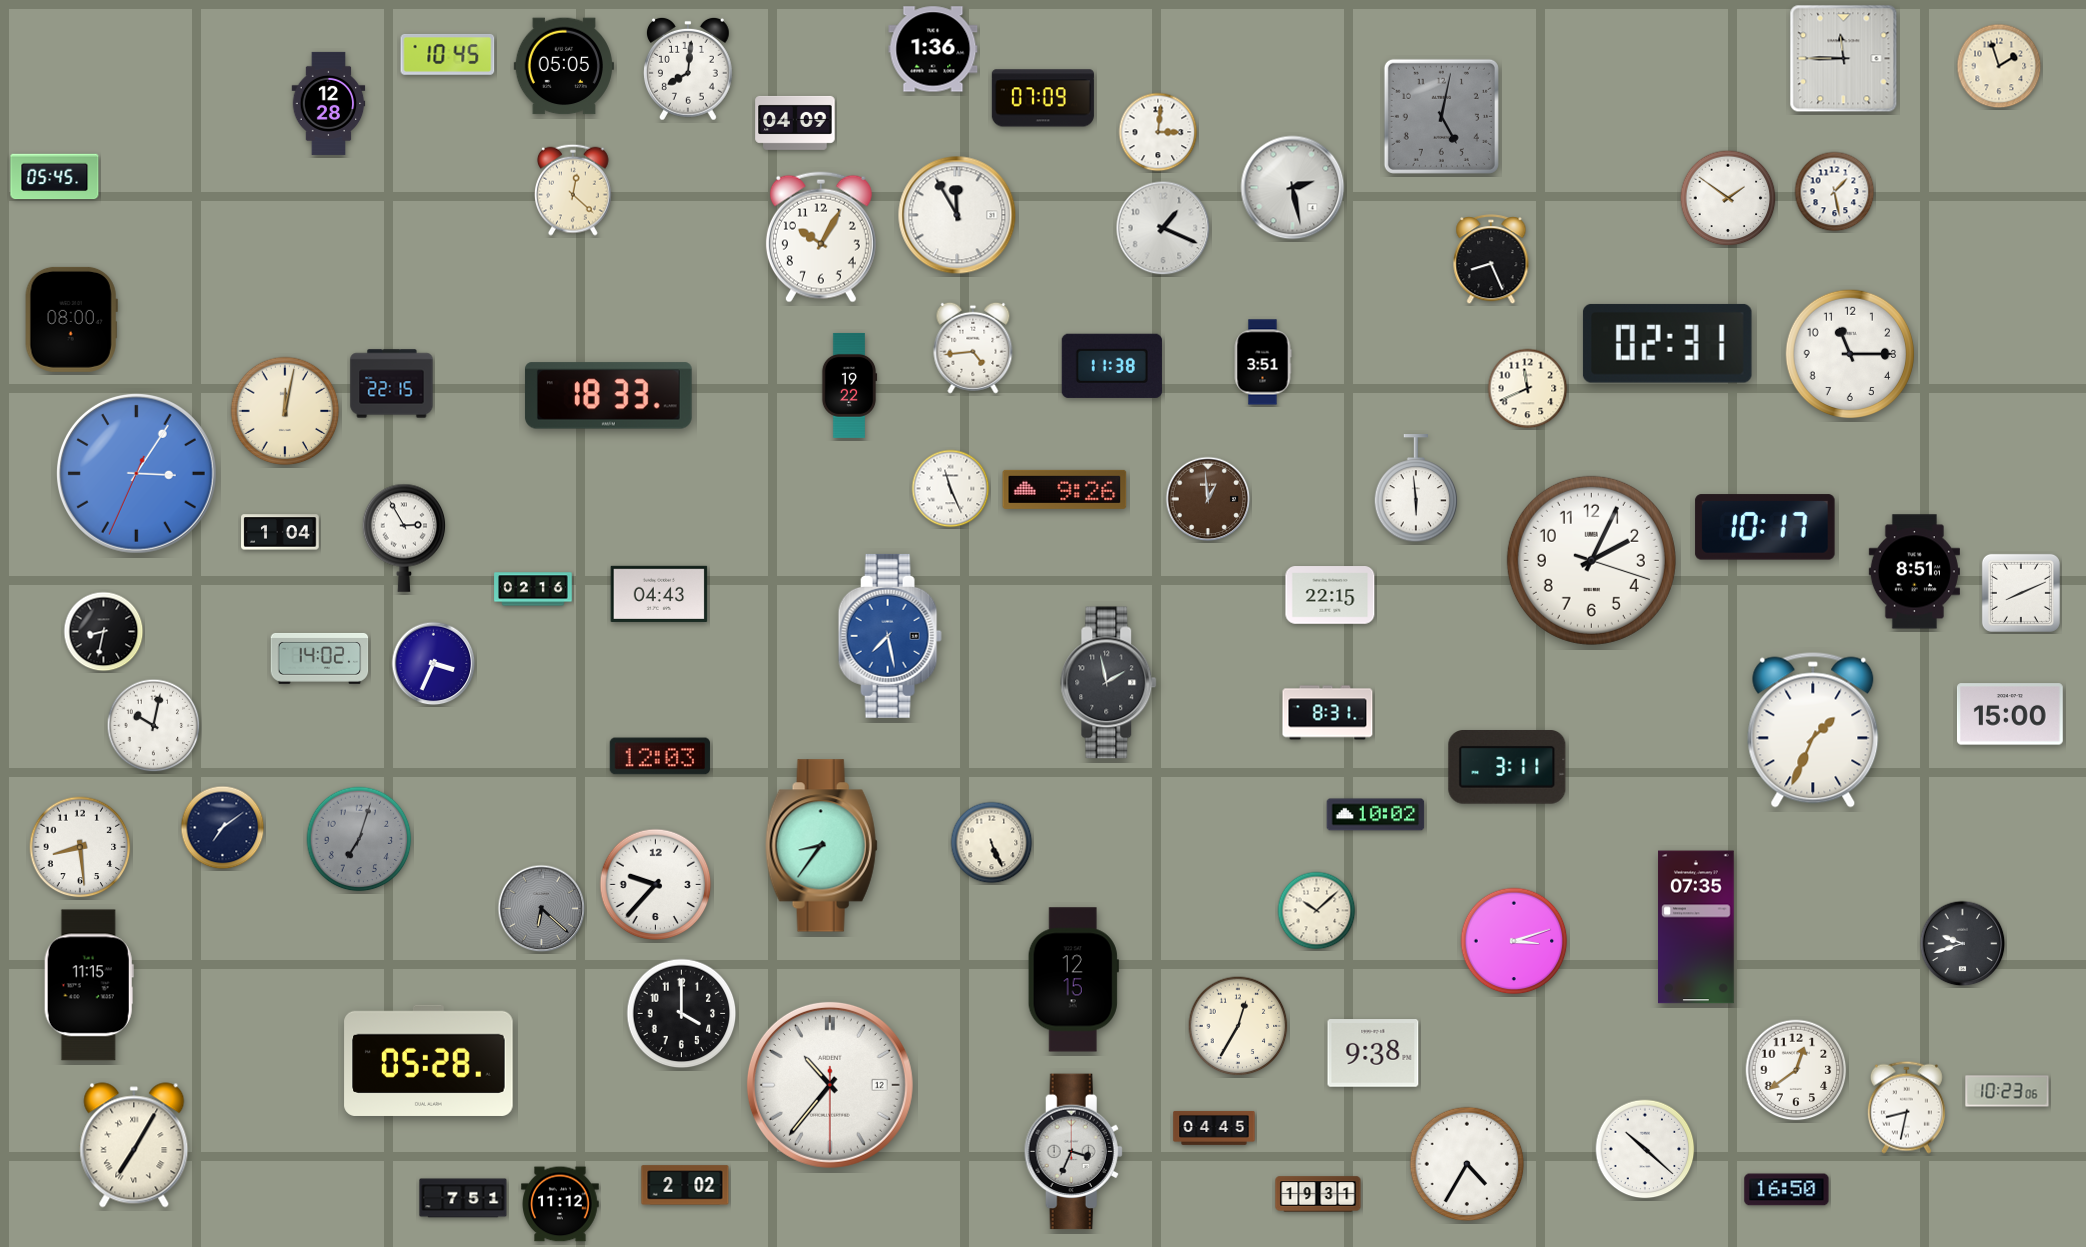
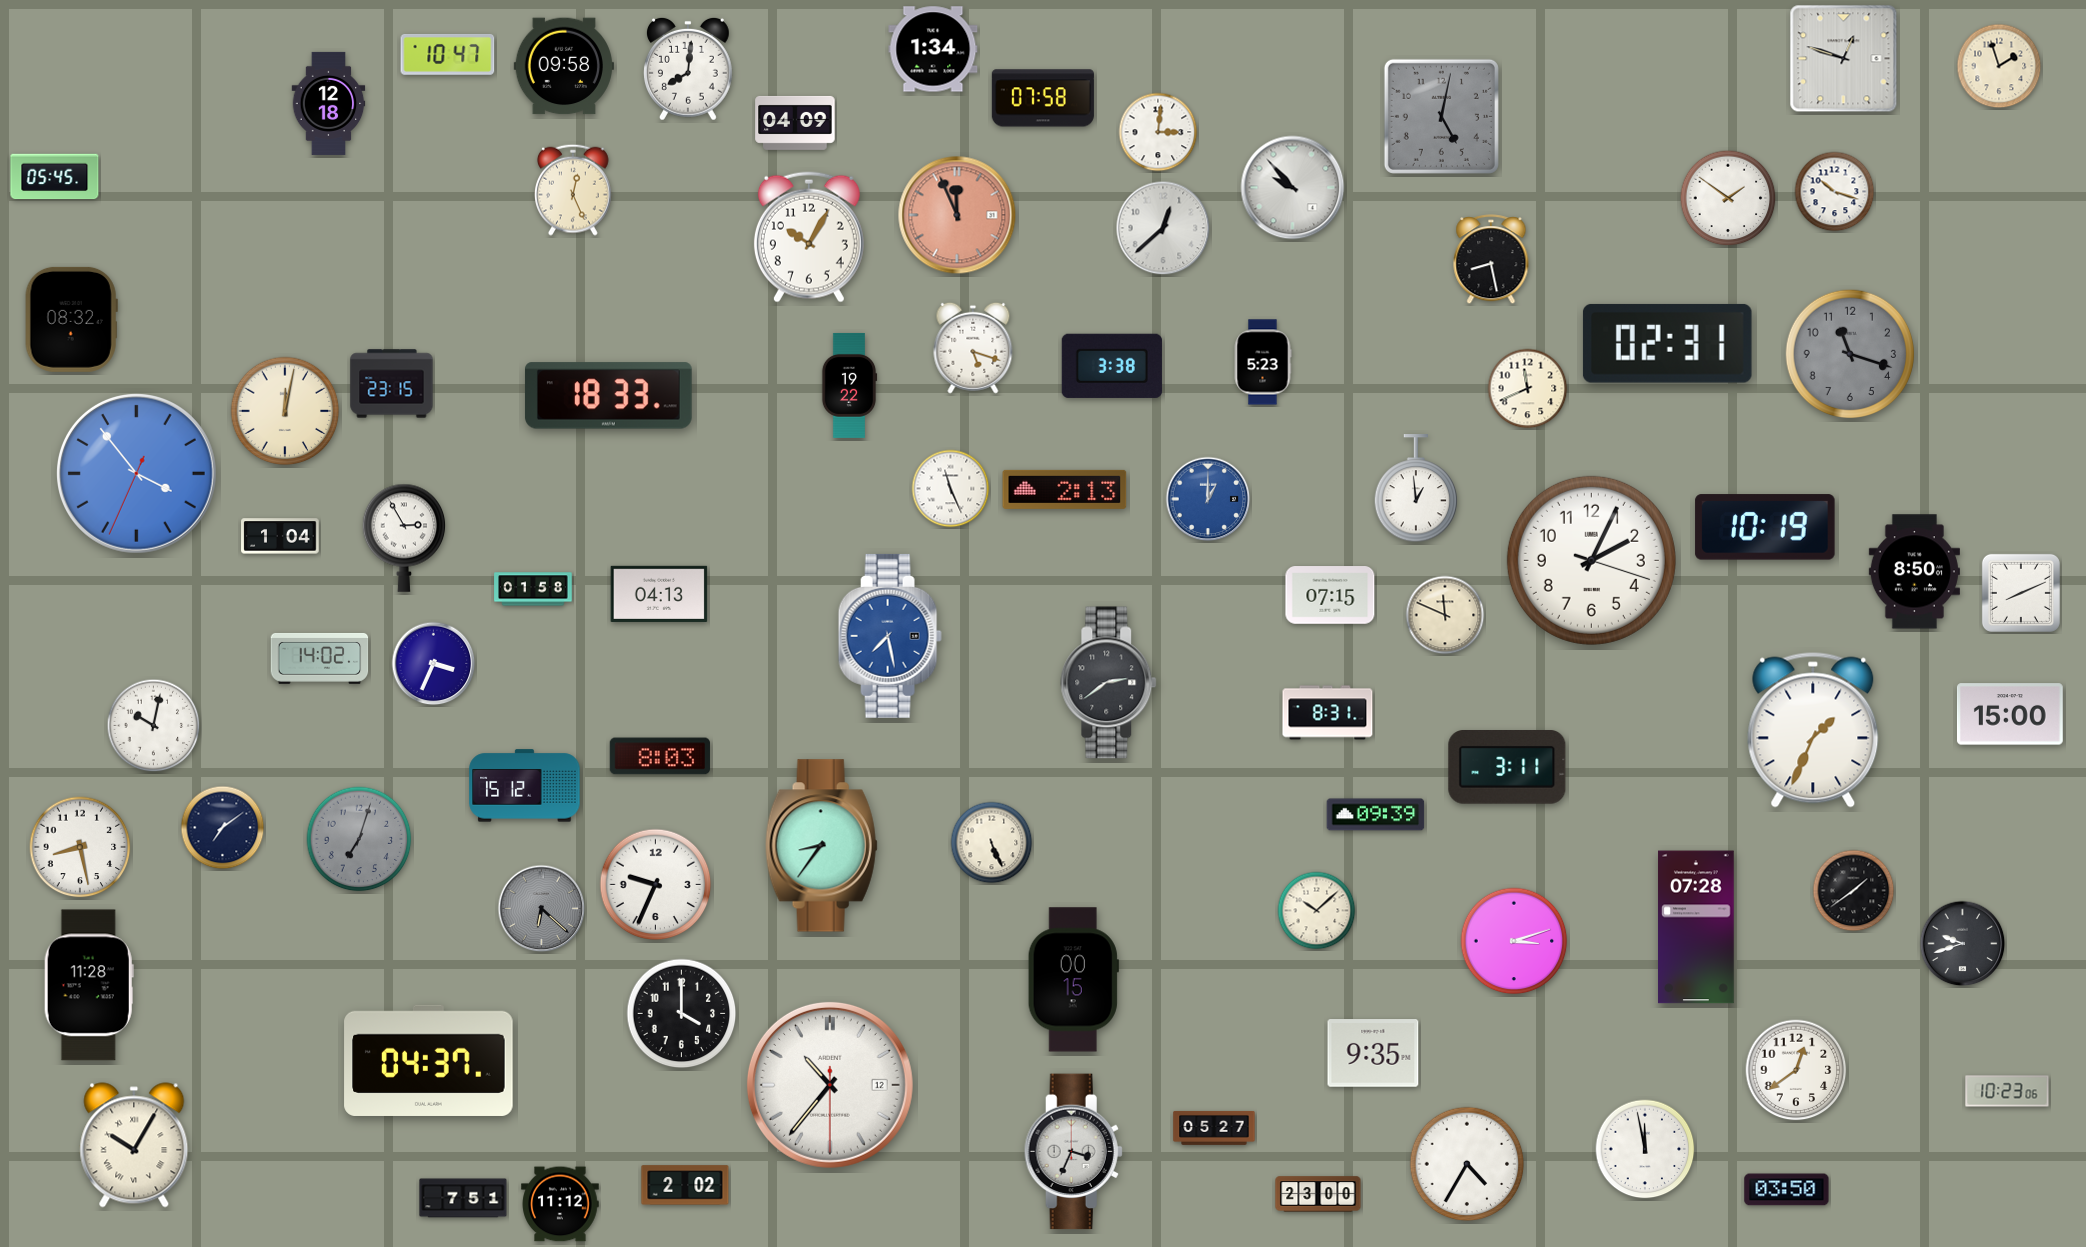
clock at (933, 49): 1:36 -> 1:34
clock at (448, 54): 10:45 -> 10:47
clock at (1844, 59): 11:45 -> 12:48
clock at (564, 66): 05:05 -> 09:58
clock at (1043, 98): 07:09 -> 07:58
clock at (329, 103): 12:28 -> 12:18
clock at (1293, 188): 2:28 -> 9:53
clock at (574, 190): 12:22 -> 12:26
clock at (1835, 192): 1:28 -> 10:18
clock at (957, 215): 11:55 -> 11:56
clock at (957, 215) dial: white -> salmon
clock at (1163, 228): 1:19 -> 12:38
clock at (821, 237) position: (821, 237) -> (809, 237)
clock at (1491, 260): 8:26 -> 8:28
clock at (71, 319): 08:00 -> 08:32
clock at (973, 348): 4:44 -> 5:18
clock at (1849, 353): 11:15 -> 11:18
clock at (1849, 353) dial: white -> grey
clock at (1263, 362): 3:51 -> 5:23
clock at (1112, 366): 11:38 -> 3:38
clock at (392, 384): 22:15 -> 23:15
clock at (136, 473): 3:05 -> 3:53
clock at (1065, 489): 9:26 -> 2:13
clock at (1416, 489): 5:59 -> 12:59
clock at (1208, 499): 12:59 -> 1:00
clock at (1208, 499) dial: brown -> blue
clock at (1765, 527): 10:17 -> 10:19
clock at (280, 532) position: (280, 532) -> (280, 536)
clock at (1914, 572): 8:51 -> 8:50
clock at (533, 589): 02:16 -> 01:58
clock at (659, 594): 04:43 -> 04:13
clock at (1330, 595): 22:15 -> 07:15
clock at (1445, 615): none -> 11:49
clock at (104, 632): 8:32 -> none
clock at (1109, 683): 1:58 -> 2:39
clock at (660, 756): 12:03 -> 8:03
clock at (525, 786): none -> 15:12
clock at (1376, 815): 10:02 -> 09:39
clock at (80, 847): 8:29 -> 8:28
clock at (656, 885): 9:37 -> 9:34
clock at (1854, 891): none -> 1:39
clock at (1696, 927): 07:35 -> 07:28
clock at (1073, 980): 12:15 -> 00:15
clock at (89, 985): 11:15 -> 11:28
clock at (1238, 1026): 12:35 -> none
clock at (1373, 1053): 9:38 -> 9:35
clock at (429, 1060): 05:28 -> 04:37
clock at (1906, 1107): 8:32 -> none
clock at (1214, 1128): 04:45 -> 05:27
clock at (134, 1145): 7:05 -> 10:05
clock at (1645, 1149): 10:22 -> 11:58
clock at (1787, 1190): 16:50 -> 03:50
clock at (1318, 1194): 19:31 -> 23:00
